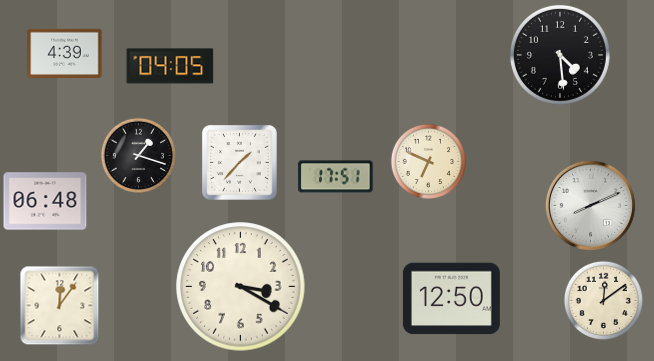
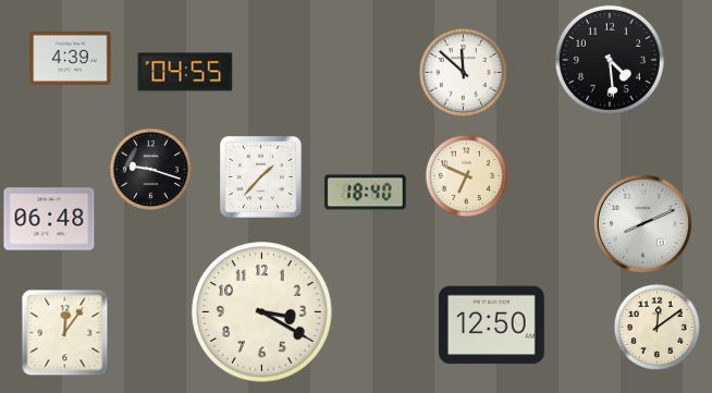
clock at (170, 66): 04:05 -> 04:55
clock at (463, 72): none -> 11:52
clock at (138, 155): 1:18 -> 9:18
clock at (336, 177): 17:51 -> 18:40
